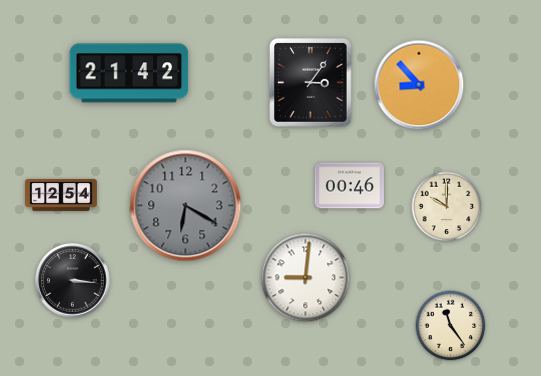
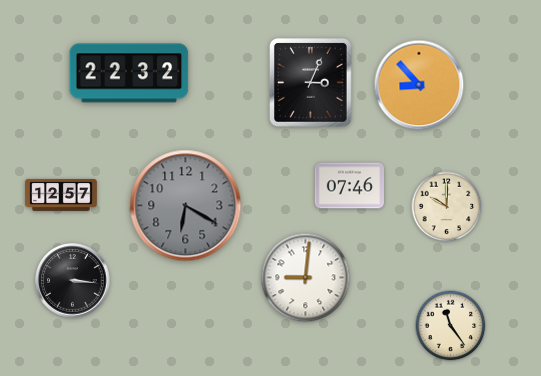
clock at (129, 73): 21:42 -> 22:32
clock at (311, 83): 3:06 -> 3:04
clock at (350, 186): 00:46 -> 07:46
clock at (61, 195): 12:54 -> 12:57
